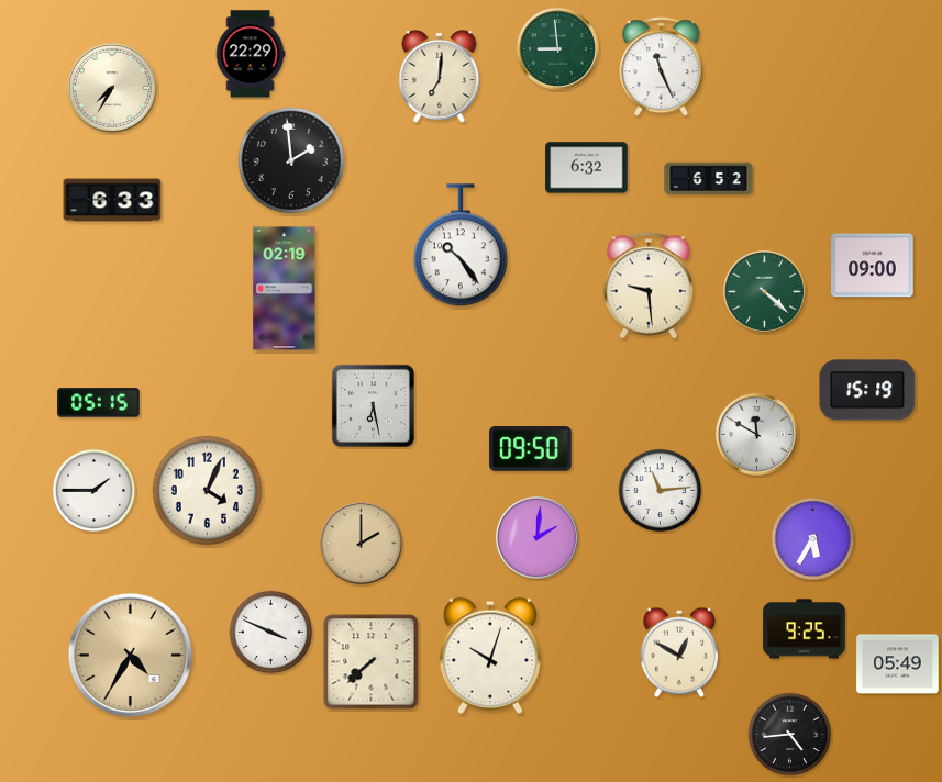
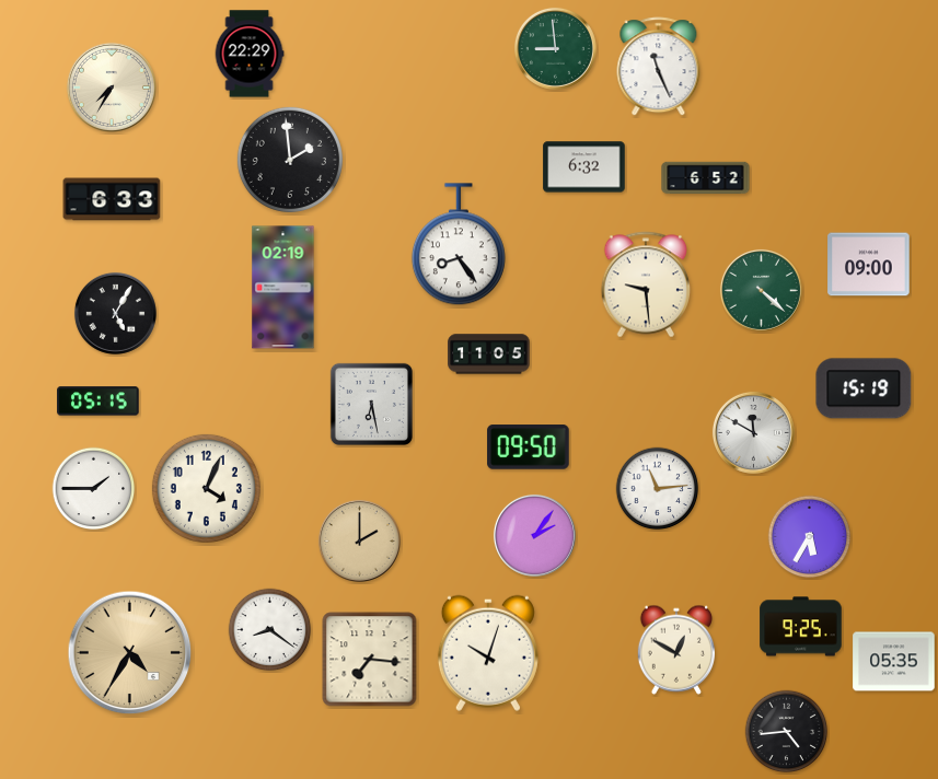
clock at (440, 77): 7:01 -> none
clock at (461, 246): 10:24 -> 8:24
clock at (115, 313): none -> 5:05
clock at (489, 354): none -> 11:05
clock at (536, 537): 2:01 -> 2:06
clock at (271, 633): 3:49 -> 8:21
clock at (372, 662): 7:38 -> 7:16
clock at (898, 664): 05:49 -> 05:35
